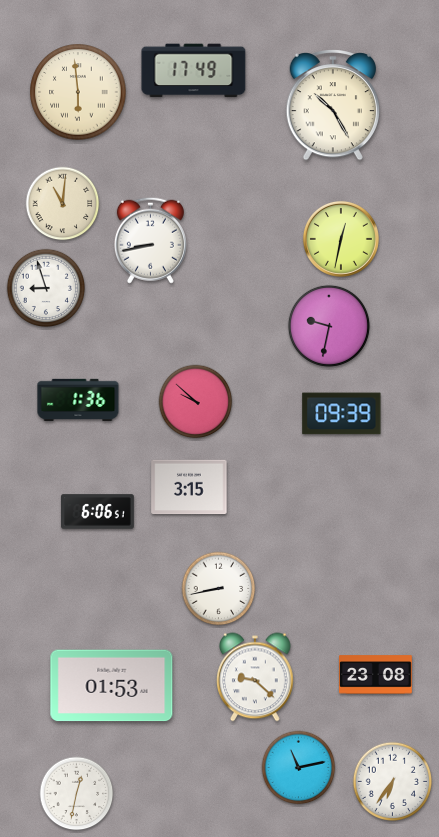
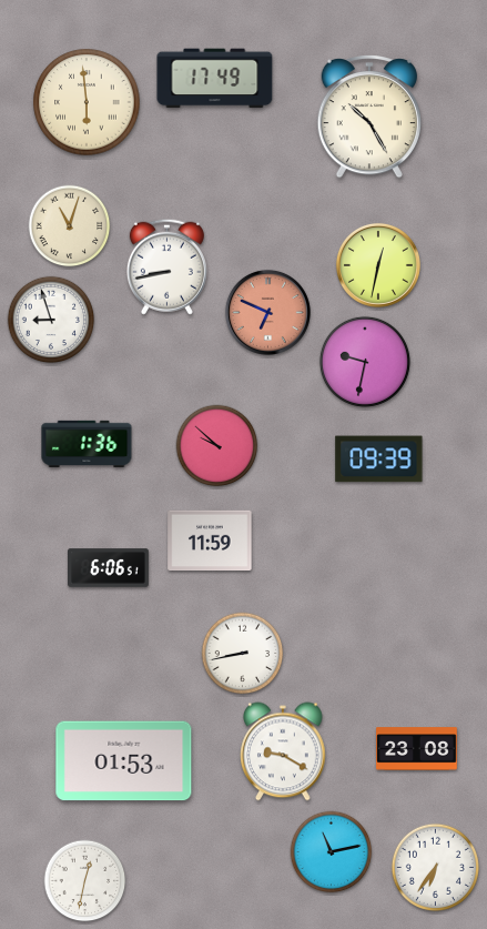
clock at (63, 204): 11:01 -> 11:03
clock at (267, 312): none -> 6:49
clock at (189, 487): 3:15 -> 11:59
clock at (256, 677): 9:22 -> 9:20
